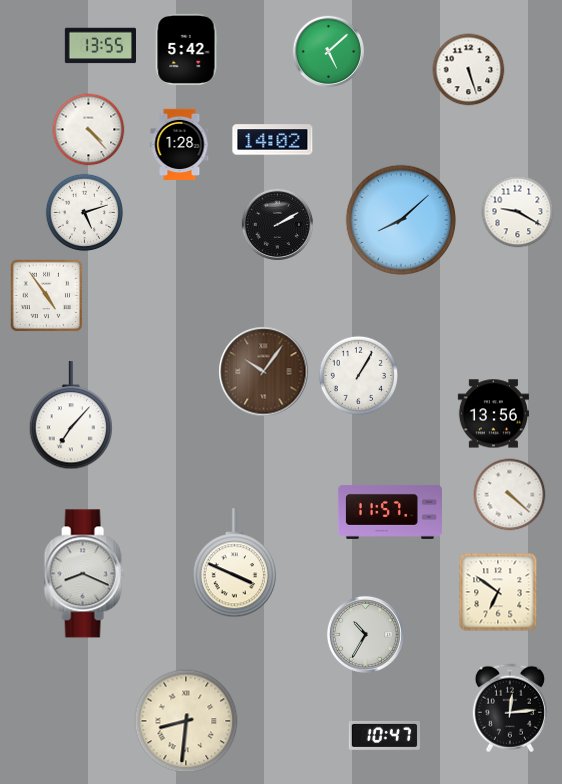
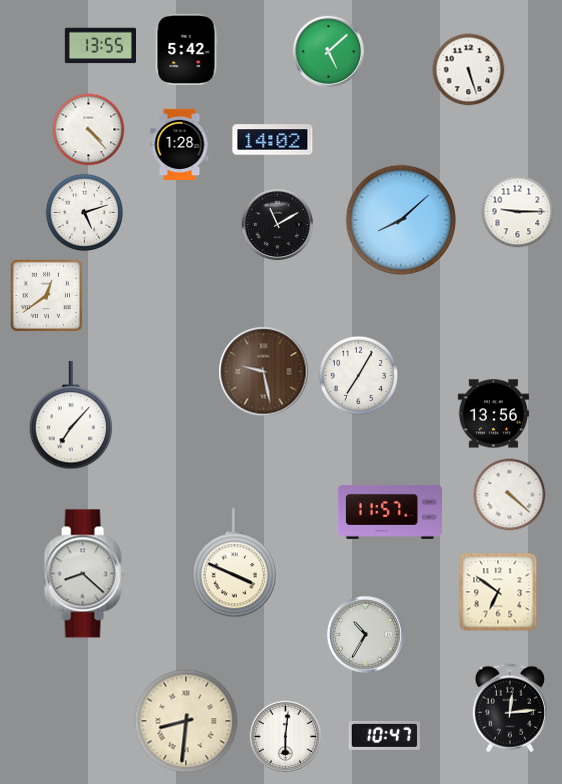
clock at (518, 212): 9:20 -> 9:15
clock at (277, 224): 2:10 -> 11:10
clock at (47, 296): 4:54 -> 12:39
clock at (264, 372): 10:06 -> 9:28
clock at (358, 375): 1:05 -> 7:05
clock at (84, 574): 8:19 -> 8:22
clock at (285, 736): none -> 6:01
